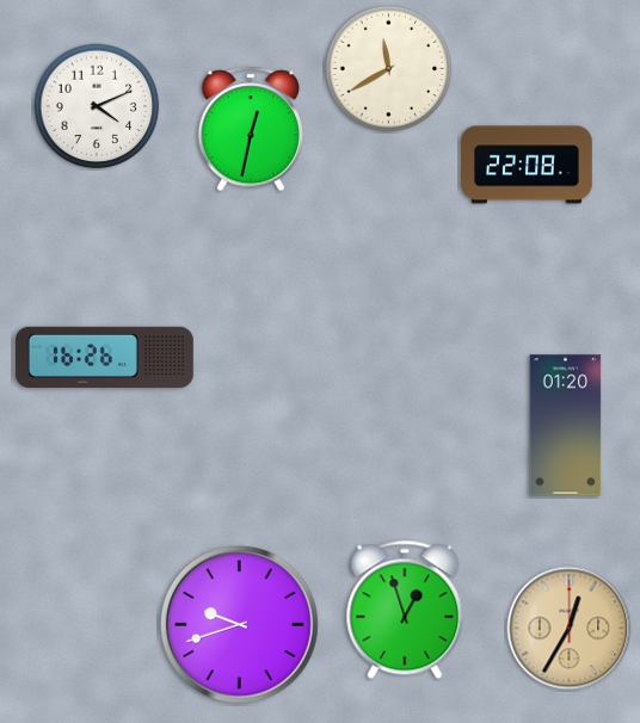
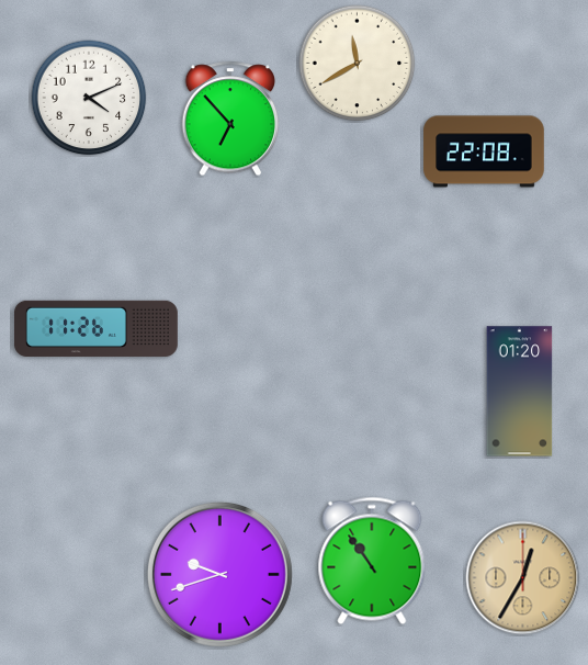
clock at (251, 129): 12:32 -> 6:53
clock at (105, 357): 16:26 -> 11:26
clock at (405, 610): 12:57 -> 10:54
